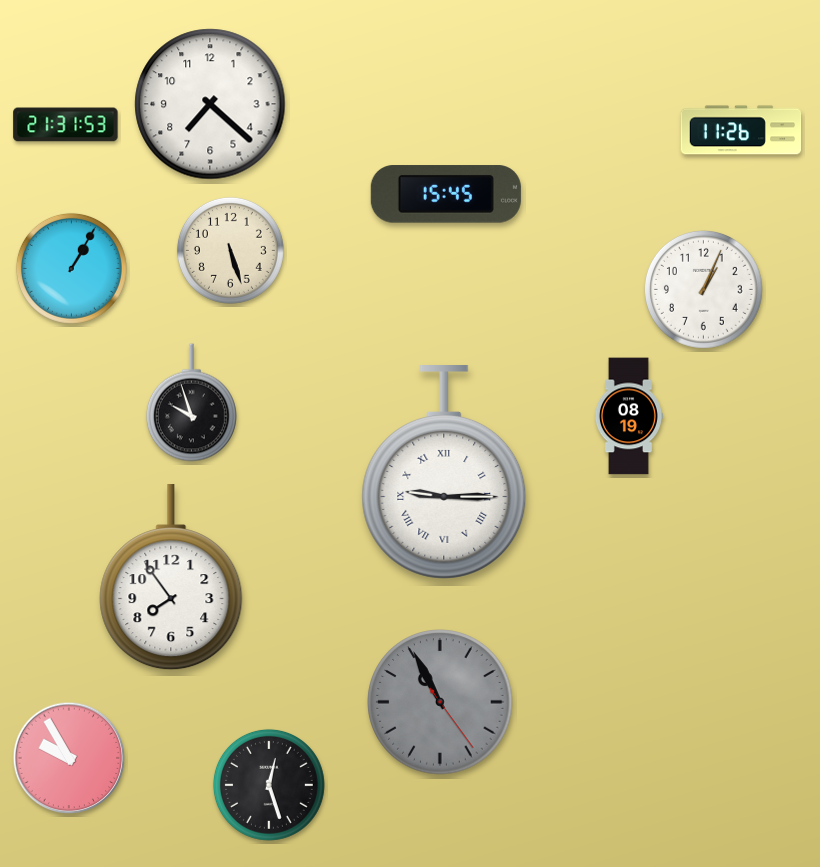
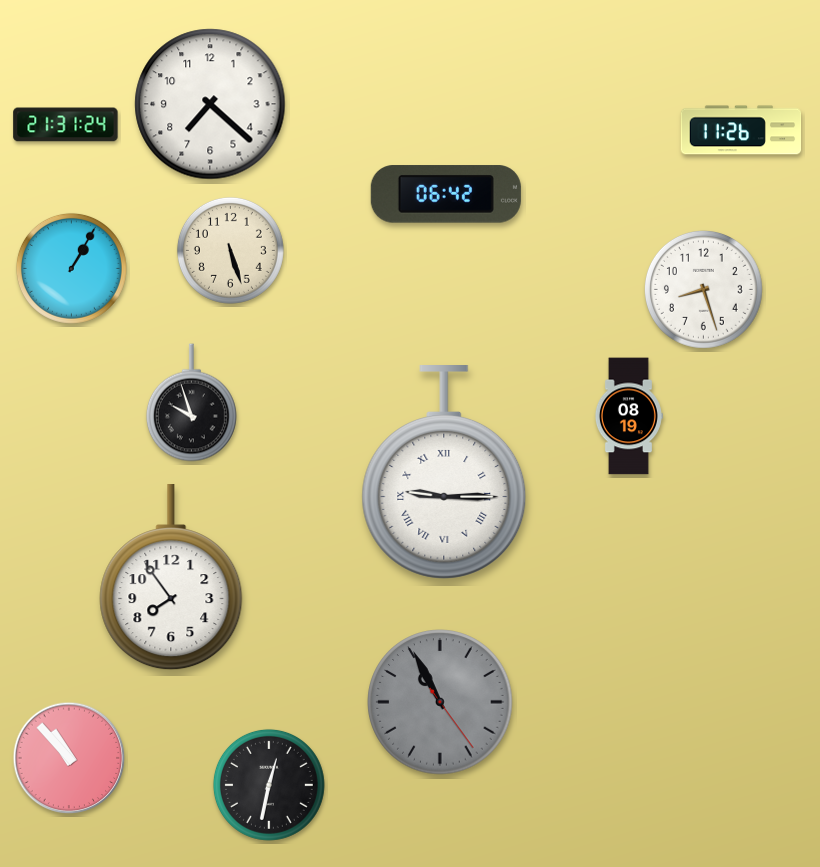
clock at (66, 125): 21:31:53 -> 21:31:24
clock at (446, 194): 15:45 -> 06:42
clock at (703, 289): 1:04 -> 8:27
clock at (69, 758): 9:55 -> 10:53
clock at (269, 785): 12:27 -> 12:32
